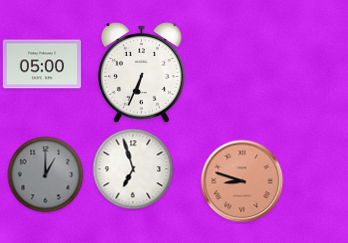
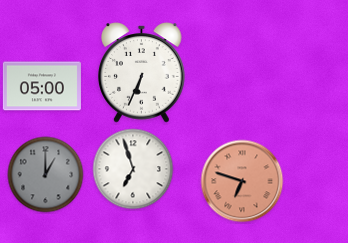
clock at (42, 64) position: (42, 64) -> (42, 86)
clock at (242, 181): 8:48 -> 6:48
